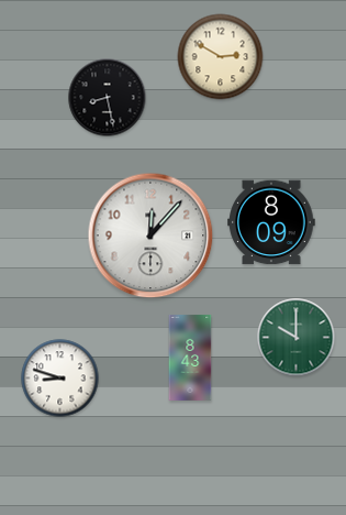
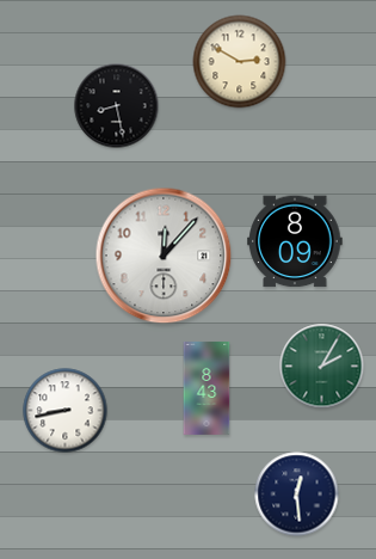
clock at (297, 338): 10:00 -> 2:05
clock at (60, 379): 8:48 -> 8:43
clock at (297, 494): none -> 12:29
